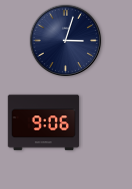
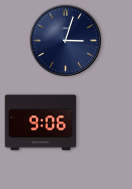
clock at (44, 123) position: (44, 123) -> (41, 123)
